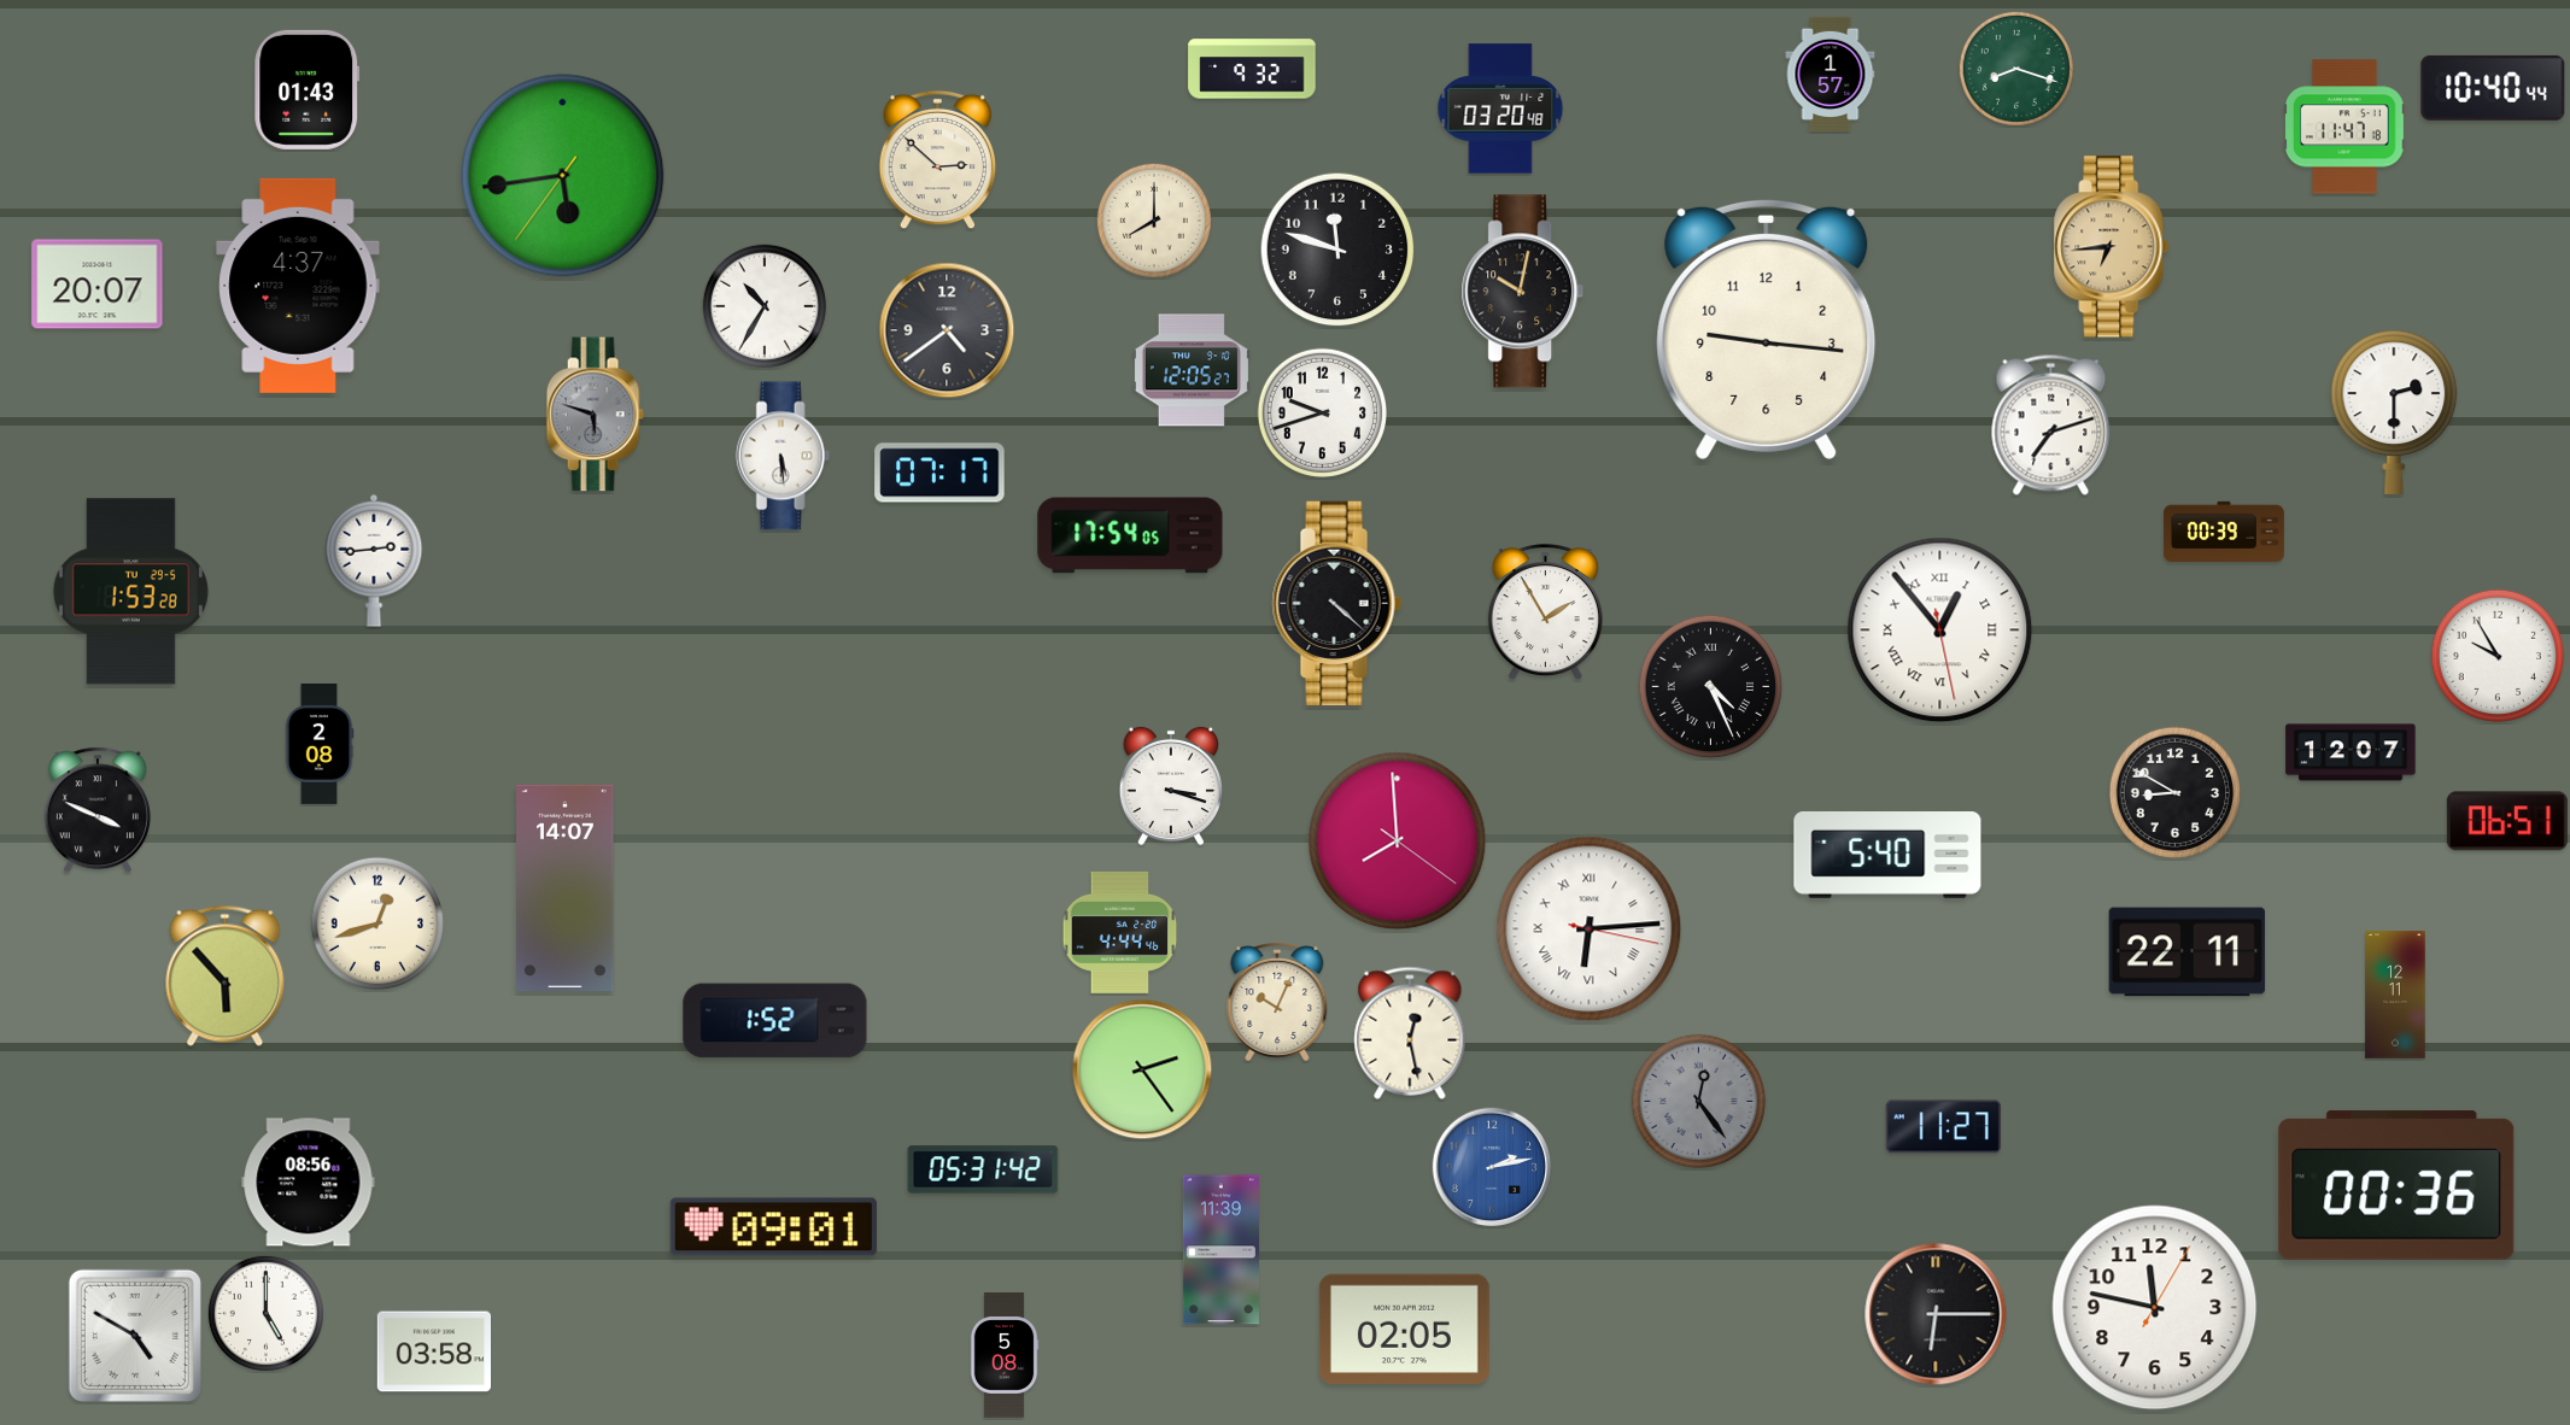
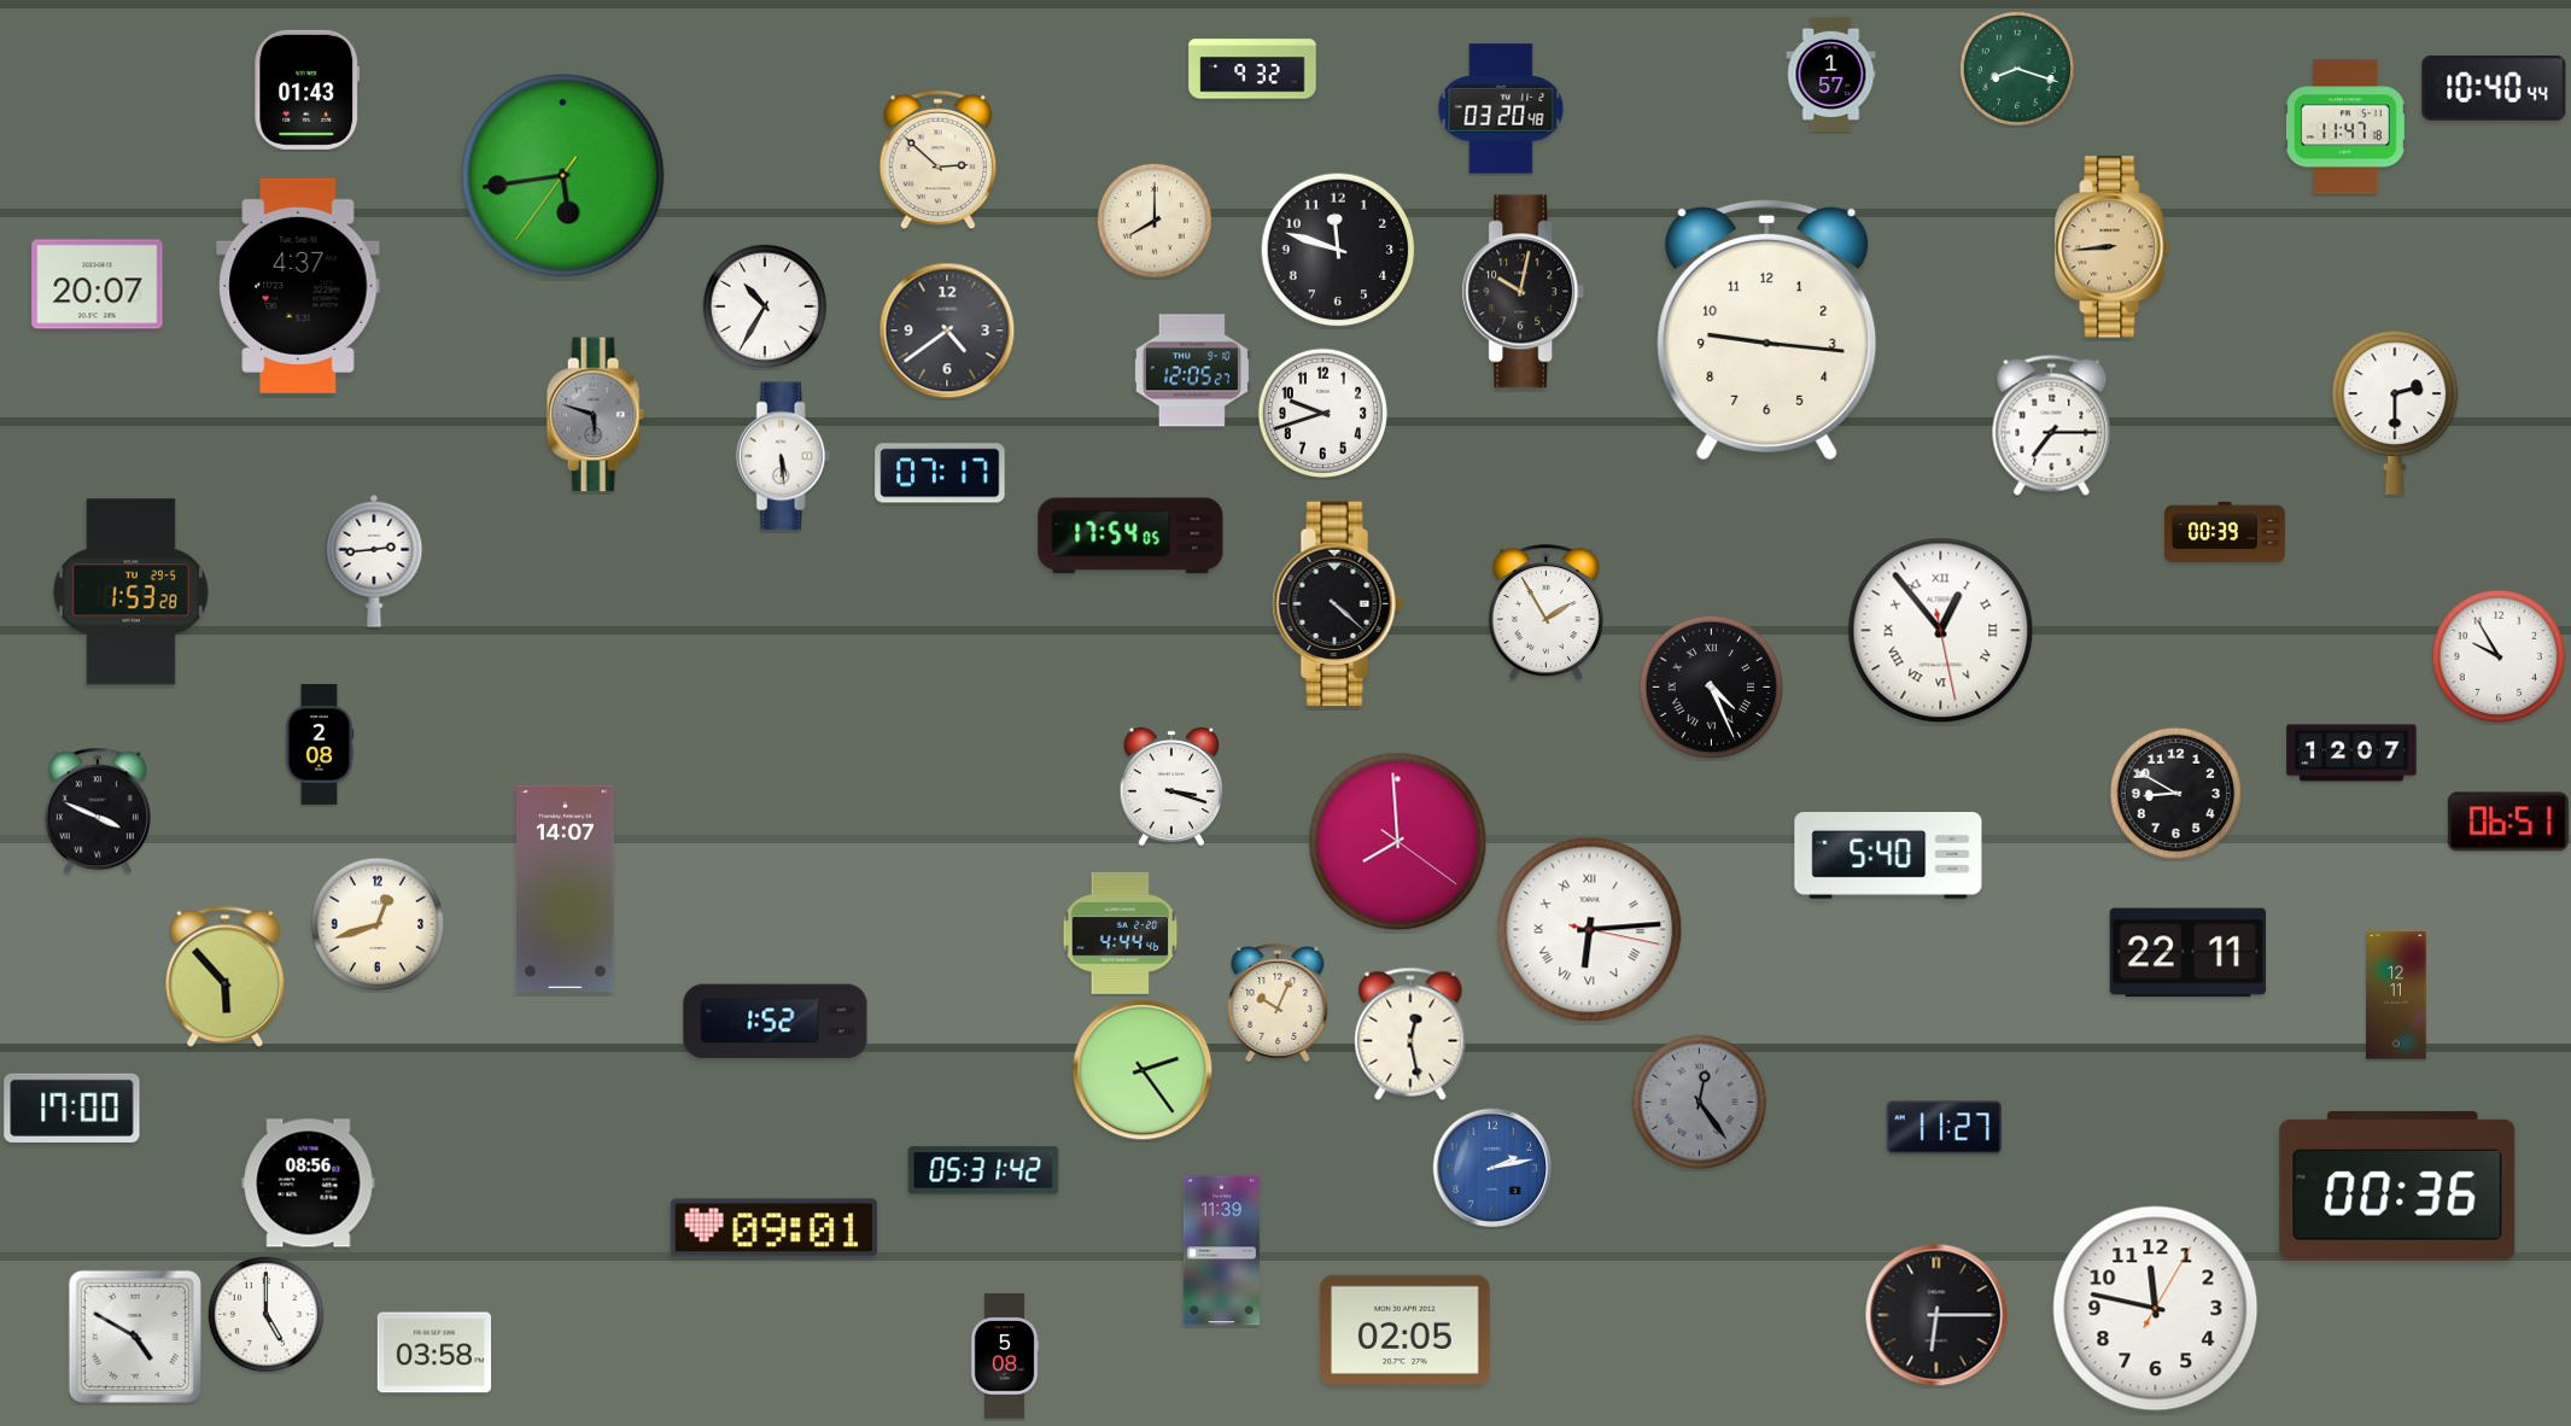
clock at (2112, 247): 6:44 -> 8:44
clock at (2051, 424): 7:12 -> 7:15
clock at (72, 1108): none -> 17:00
